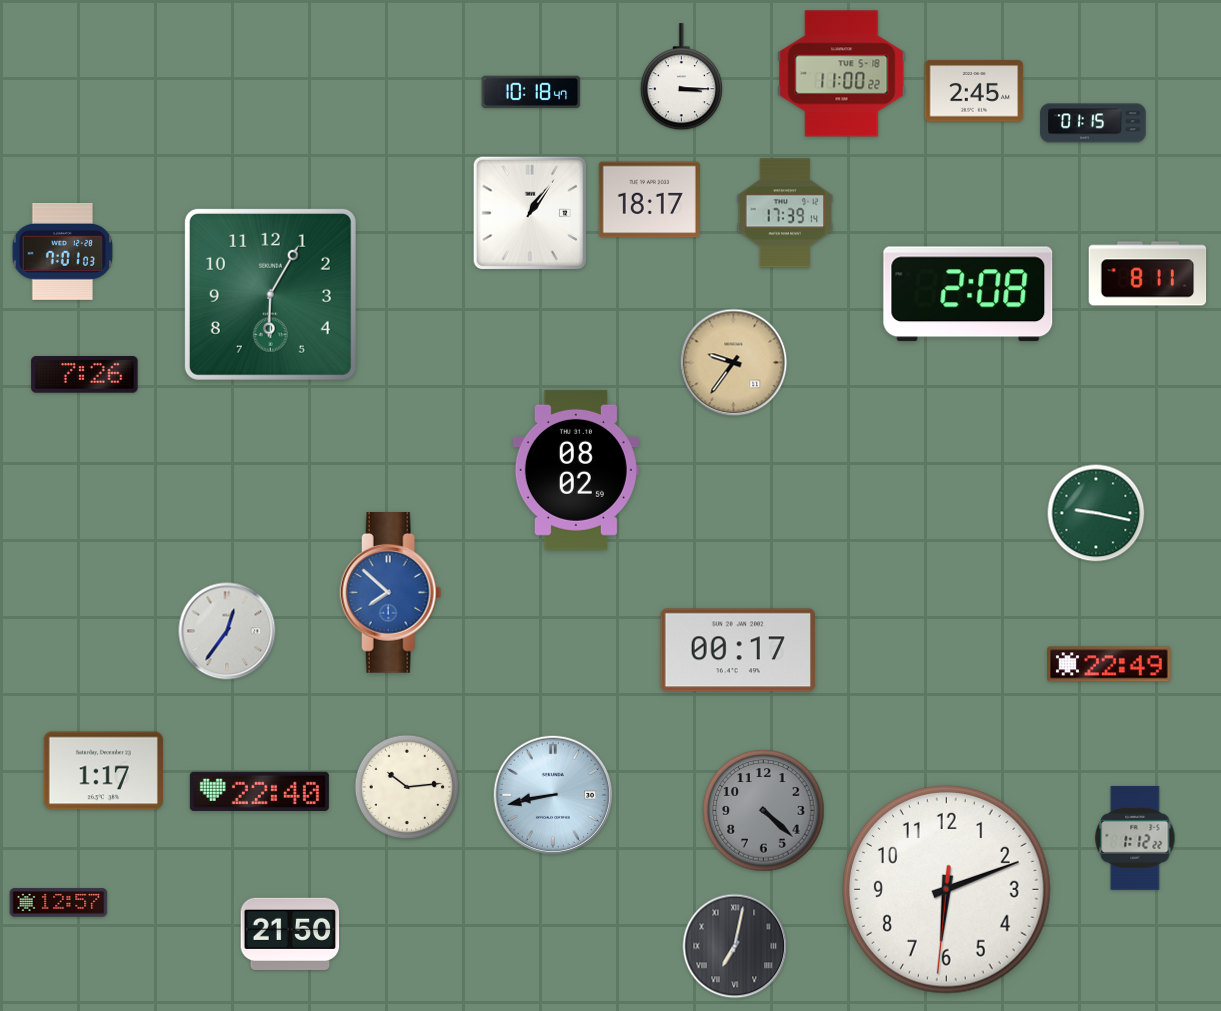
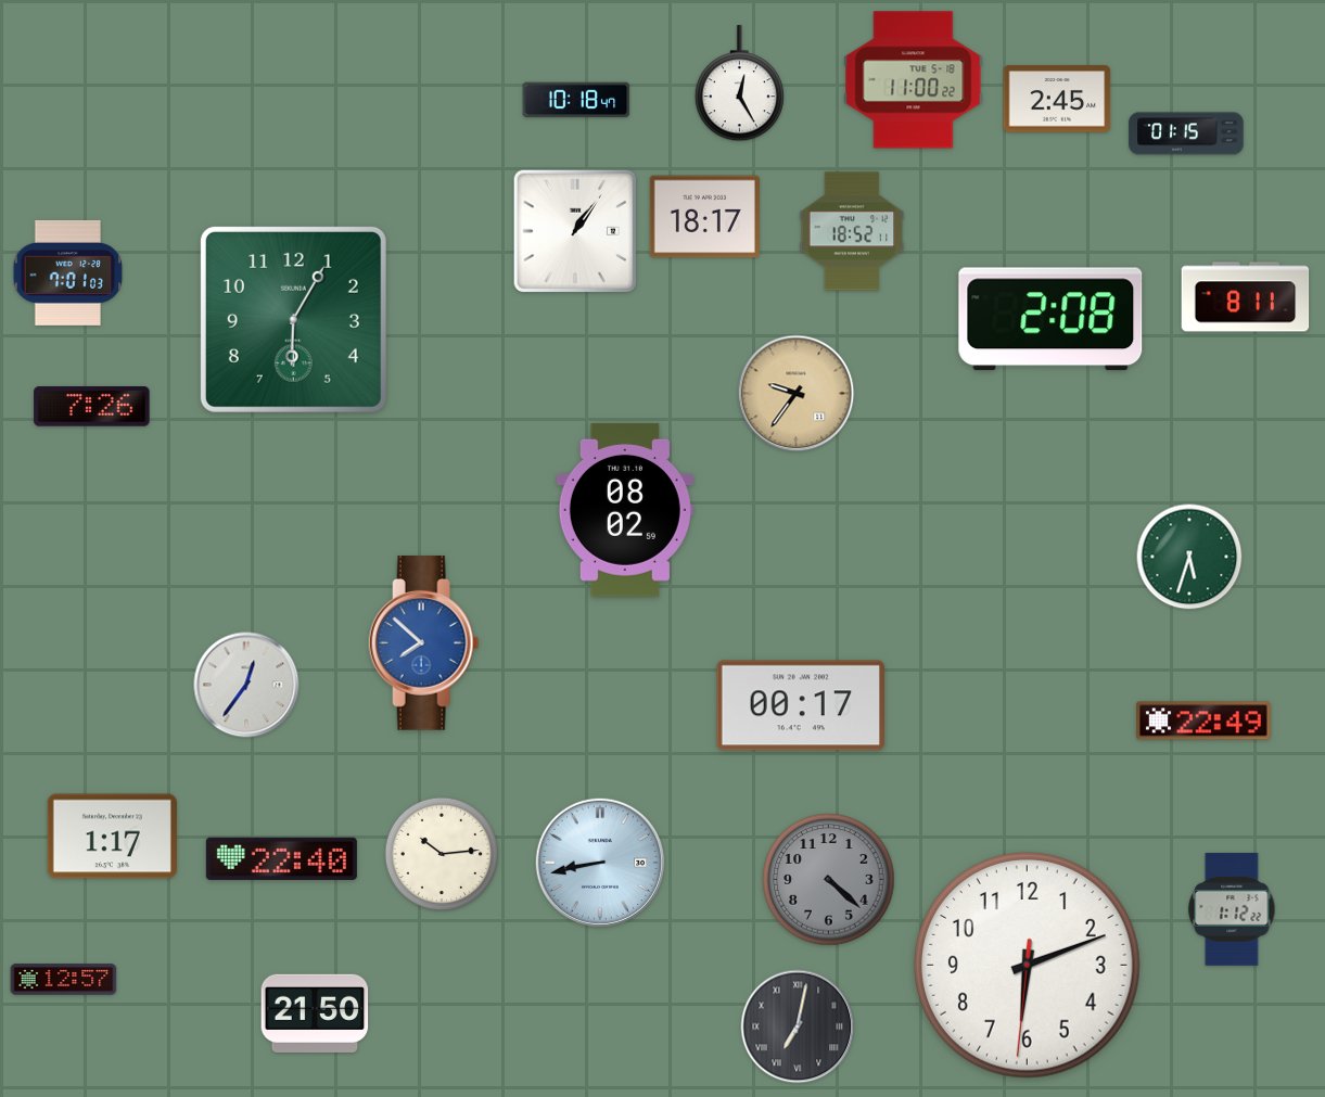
clock at (681, 77): 3:15 -> 12:25
clock at (785, 213): 17:39 -> 18:52
clock at (1096, 513): 9:17 -> 5:33
